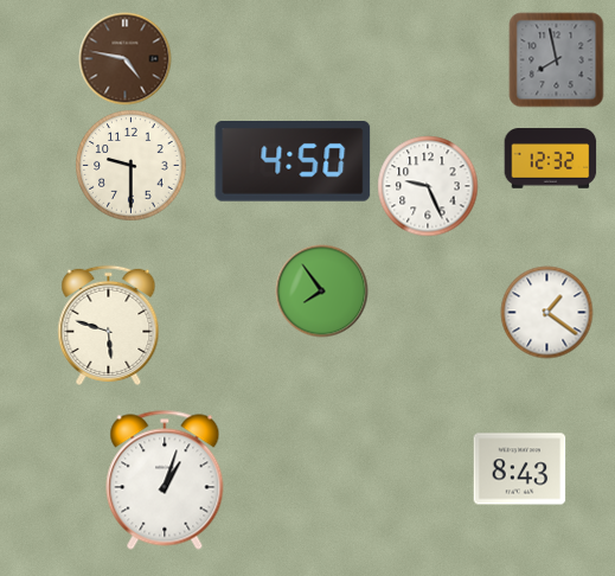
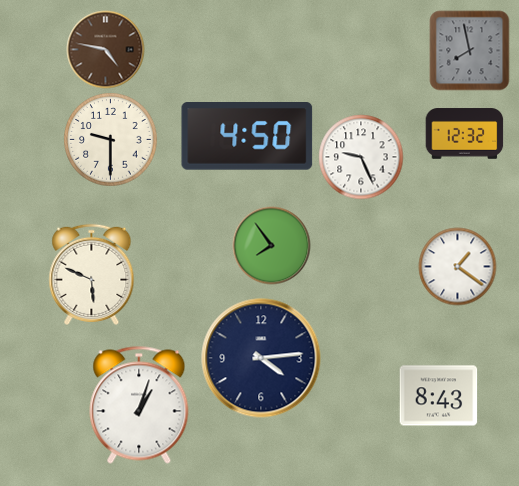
clock at (546, 312) position: (546, 312) -> (457, 266)
clock at (109, 325): 5:48 -> 5:49
clock at (261, 358): none -> 4:14
